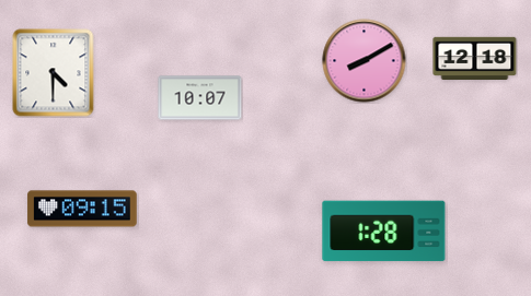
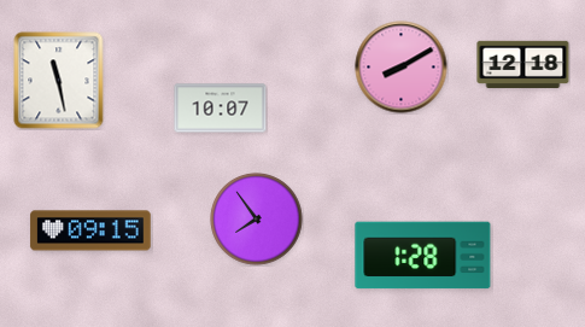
clock at (54, 73): 4:30 -> 11:28
clock at (257, 220): none -> 7:54
